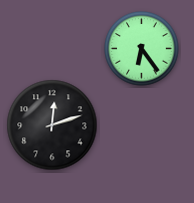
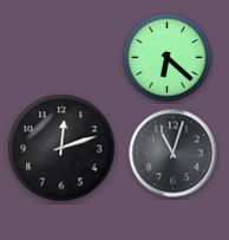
clock at (142, 49): 6:24 -> 6:22
clock at (174, 154): none -> 11:03
